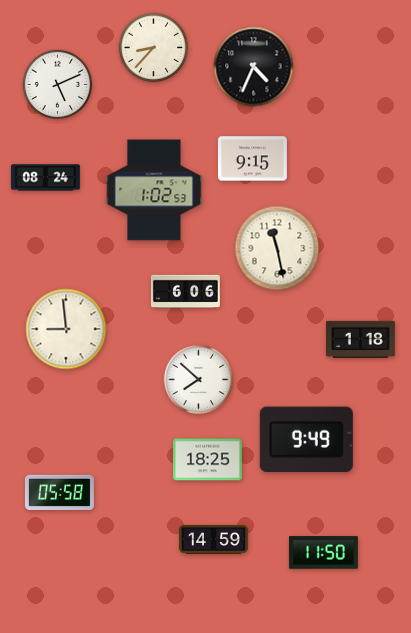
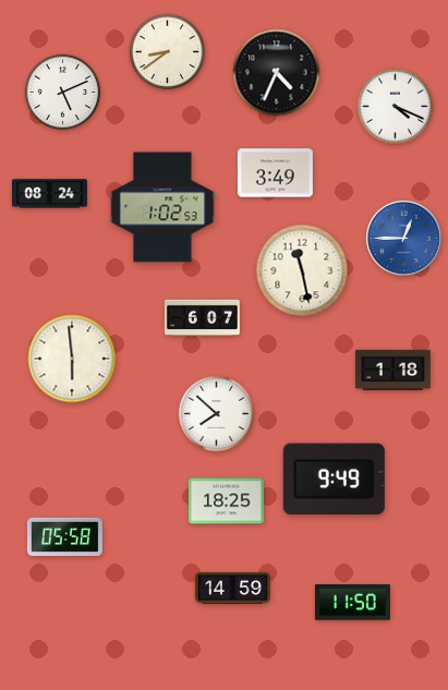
clock at (154, 48): 8:37 -> 8:39
clock at (396, 107): none -> 4:19
clock at (252, 159): 9:15 -> 3:49
clock at (154, 190) position: (154, 190) -> (162, 207)
clock at (404, 239): none -> 12:45
clock at (185, 292): 6:06 -> 6:07
clock at (66, 329): 8:59 -> 5:59
